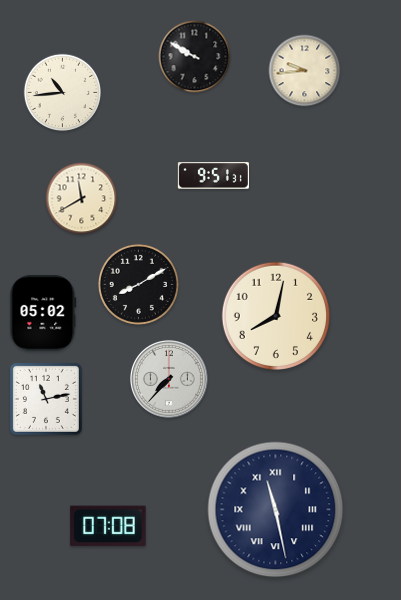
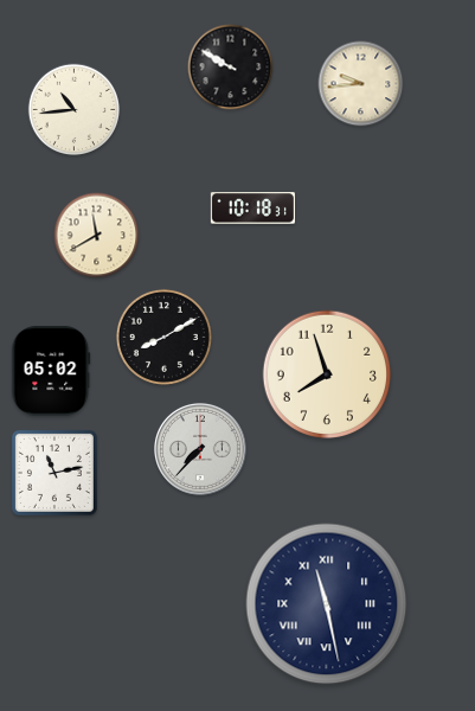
clock at (213, 176): 9:51 -> 10:18
clock at (275, 315): 8:02 -> 7:57
clock at (108, 526): 07:08 -> none
